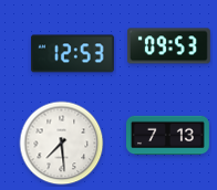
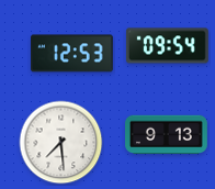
clock at (168, 46): 09:53 -> 09:54
clock at (168, 136): 7:13 -> 9:13
